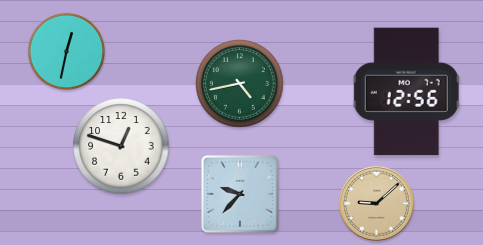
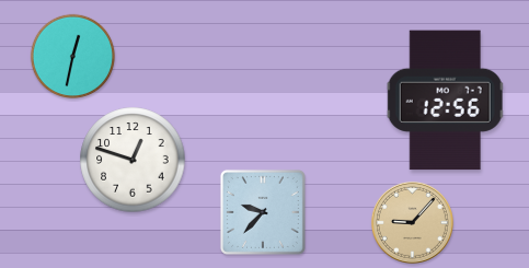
clock at (240, 84): 4:43 -> none
clock at (376, 203): 9:08 -> 9:07
